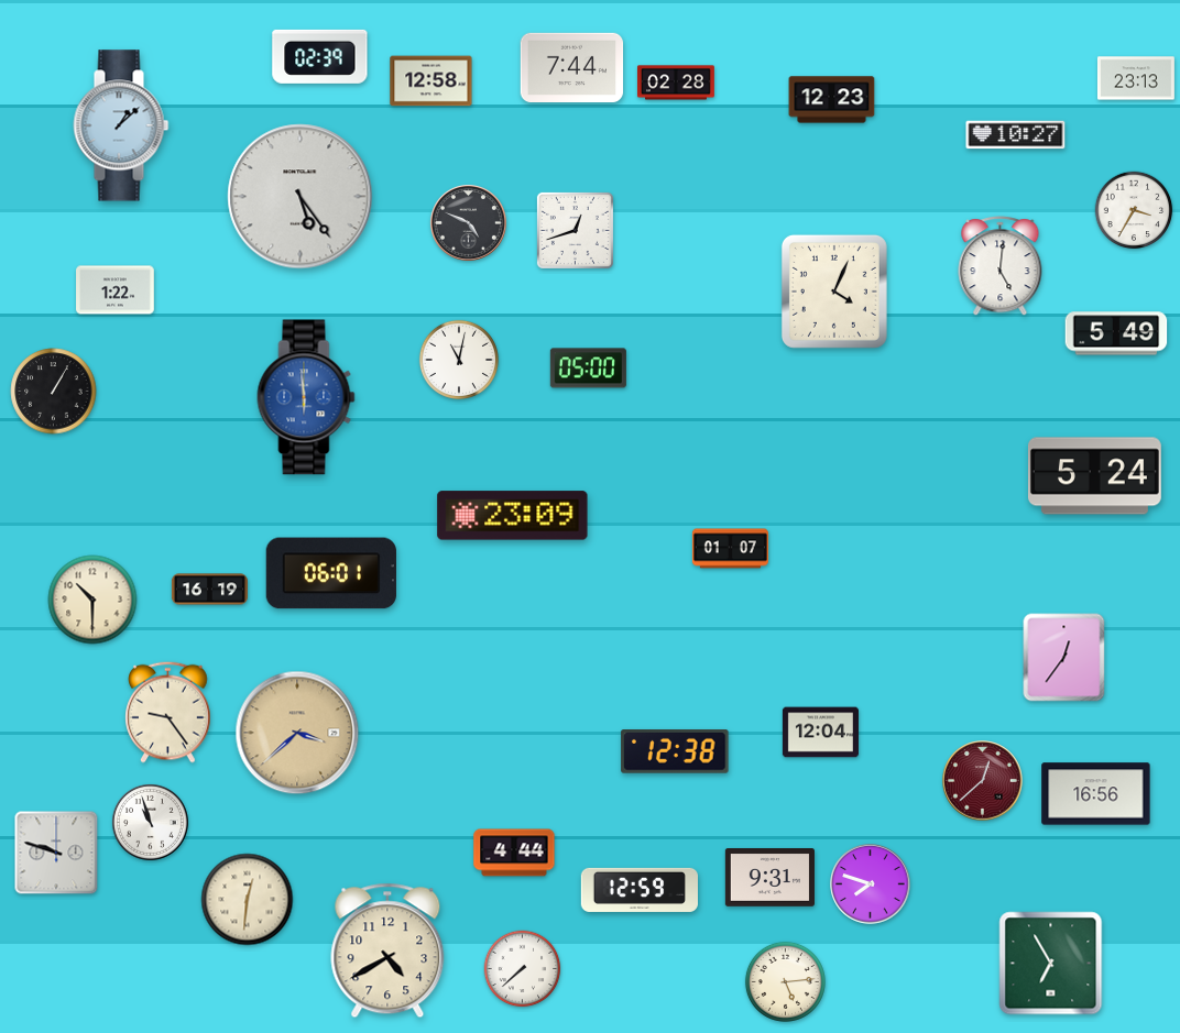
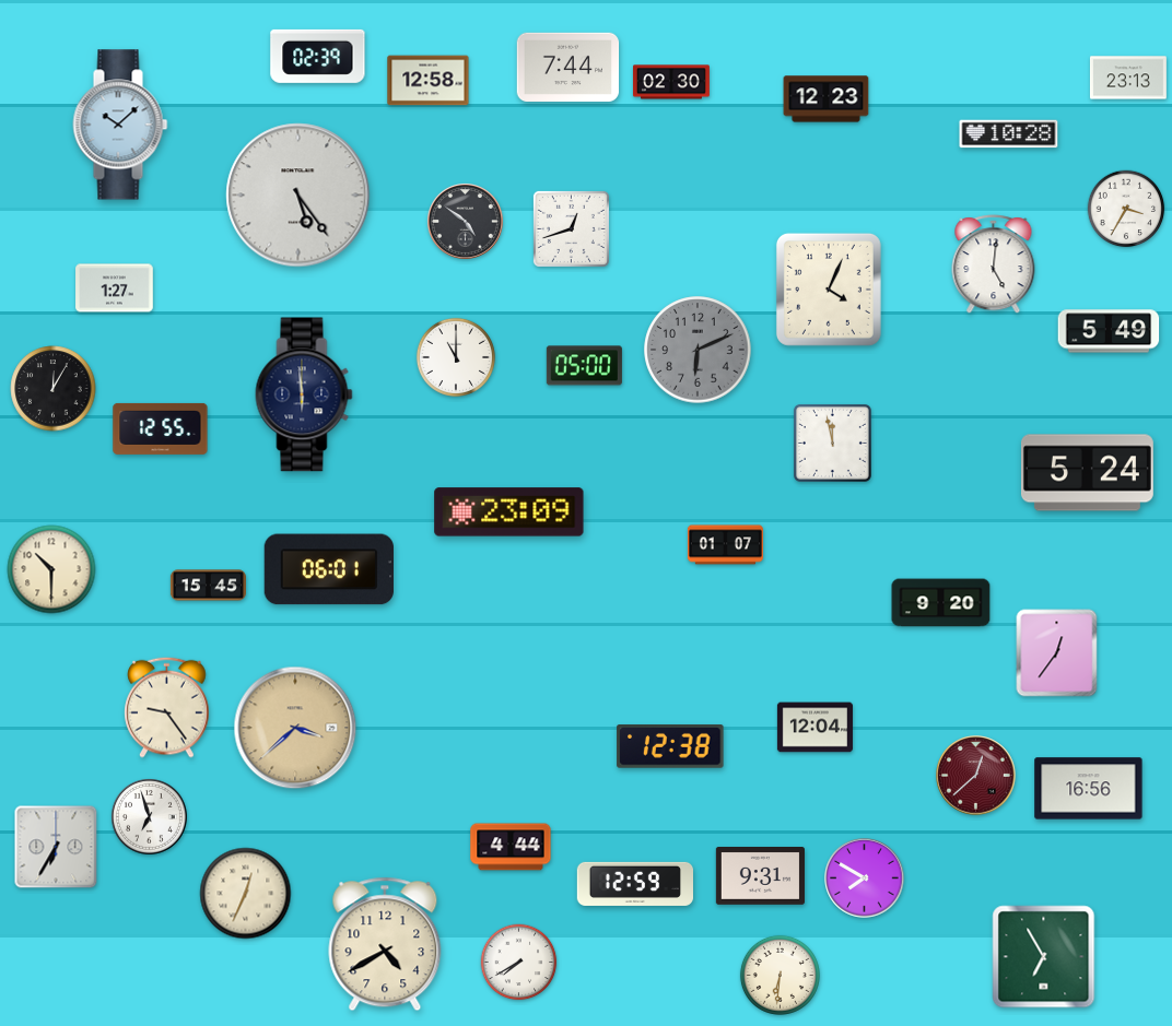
clock at (676, 83): 02:28 -> 02:30
clock at (121, 125): 1:08 -> 10:08
clock at (1016, 135): 10:27 -> 10:28
clock at (468, 222): 4:49 -> 4:51
clock at (116, 290): 1:22 -> 1:27
clock at (698, 350): none -> 6:11
clock at (459, 360): 11:02 -> 11:00
clock at (54, 392): 1:05 -> 12:05
clock at (306, 397) dial: blue -> navy
clock at (161, 428): none -> 12:55
clock at (832, 443): none -> 11:58
clock at (209, 590): 16:19 -> 15:45
clock at (92, 600) position: (92, 600) -> (51, 569)
clock at (941, 603): none -> 9:20
clock at (150, 822): 10:57 -> 6:57
clock at (56, 853): 9:48 -> 6:35
clock at (769, 878) position: (769, 878) -> (760, 876)
clock at (871, 884): 7:48 -> 7:50
clock at (248, 900): 12:31 -> 12:34
clock at (523, 969): 7:38 -> 7:40
clock at (785, 981): 5:14 -> 6:31
